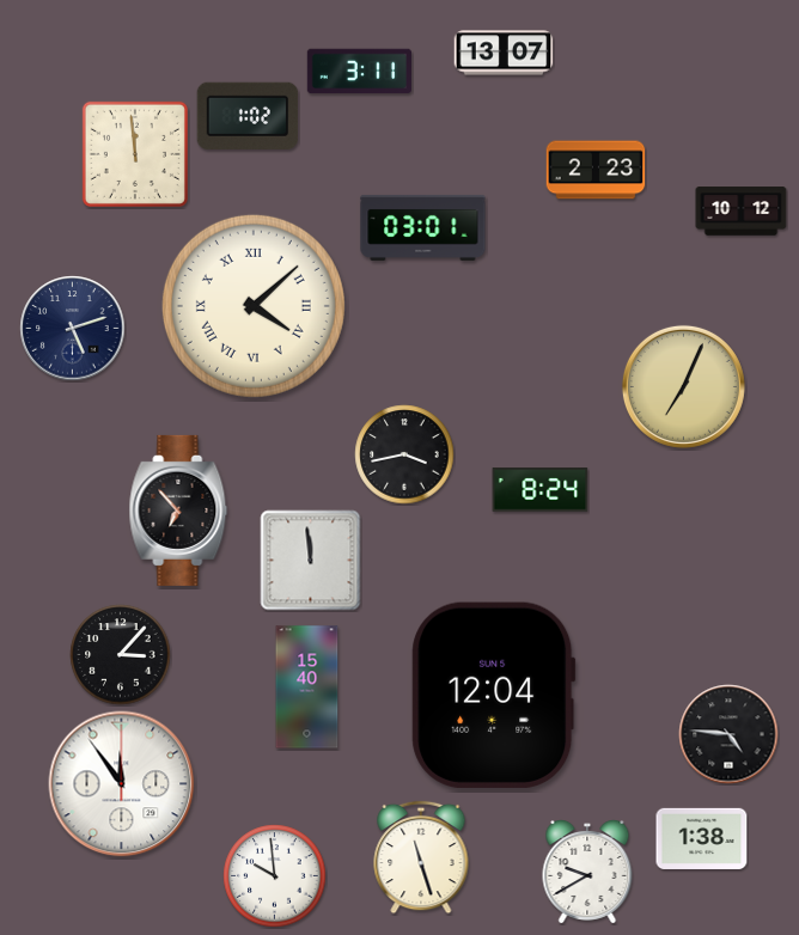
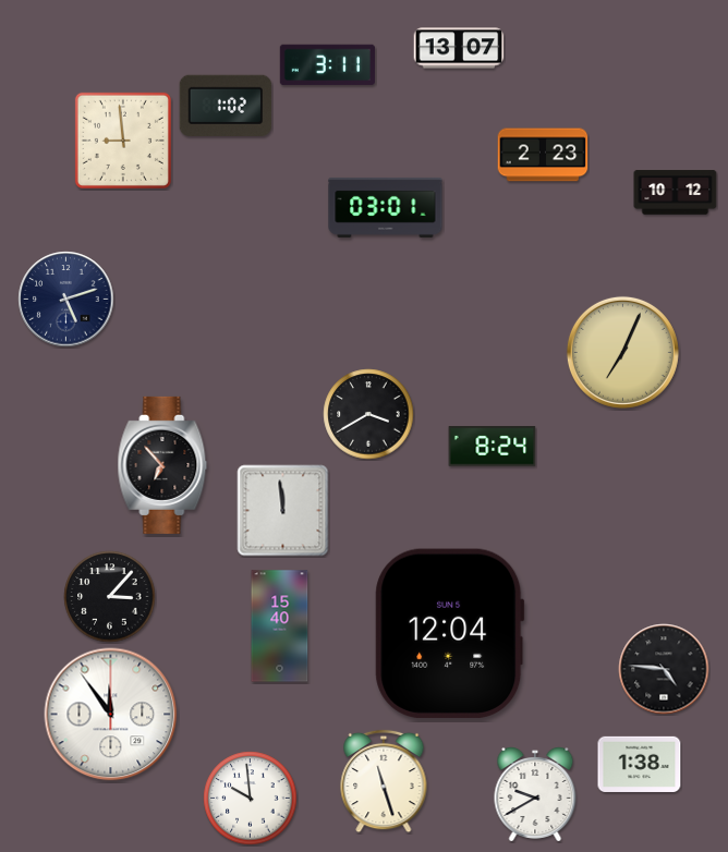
clock at (135, 154): 11:59 -> 8:59
clock at (254, 306): 4:08 -> none
clock at (404, 454): 3:43 -> 3:40
